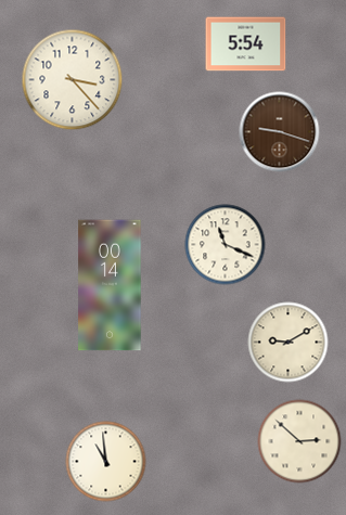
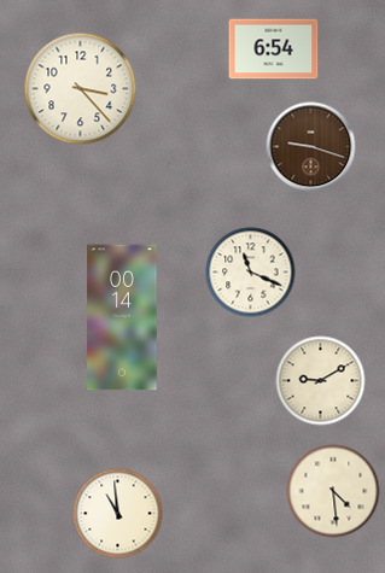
clock at (246, 44): 5:54 -> 6:54
clock at (299, 441): 2:52 -> 4:29
